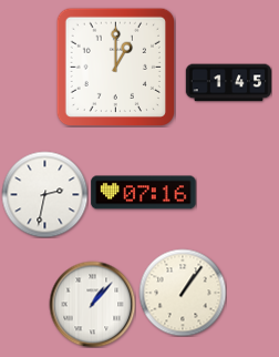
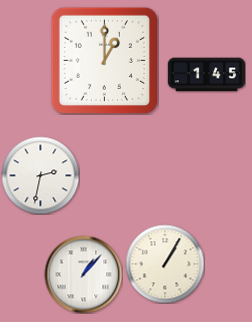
clock at (144, 193): 07:16 -> none
clock at (183, 293): 1:06 -> 1:05
